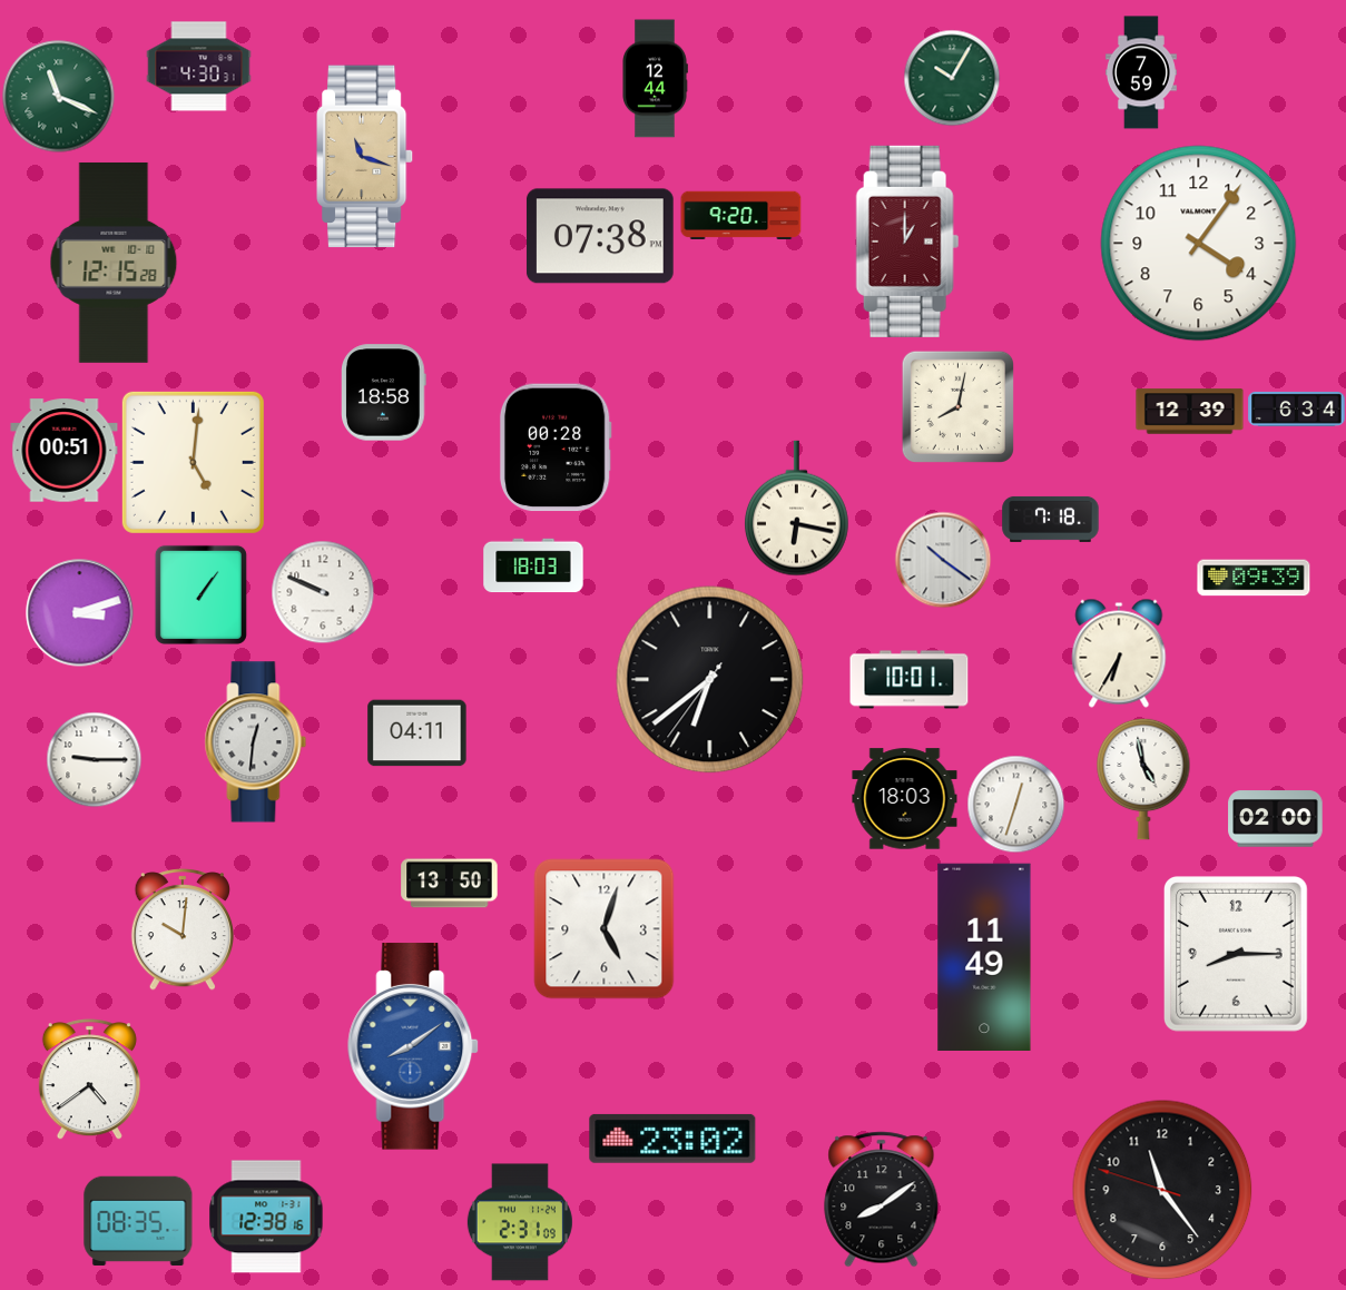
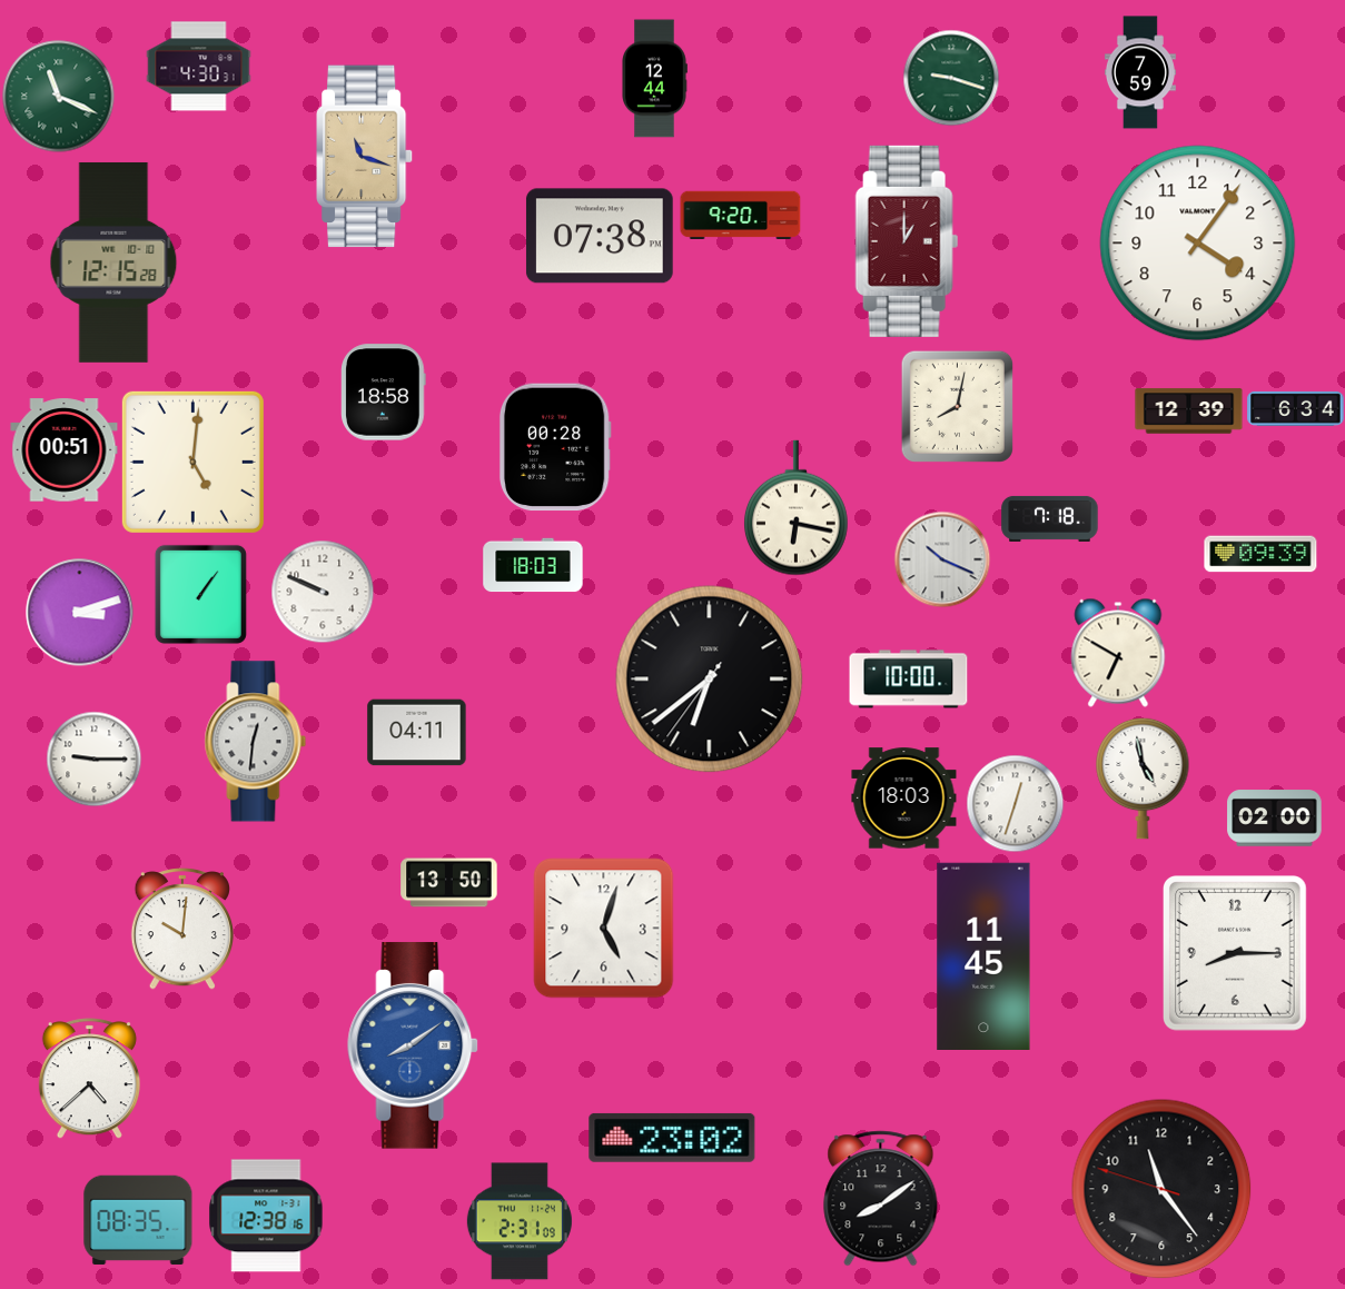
clock at (952, 78): 10:05 -> 9:18
clock at (943, 560): 10:21 -> 10:19
clock at (1254, 578) position: (1254, 578) -> (1260, 554)
clock at (1119, 653): 6:35 -> 6:50
clock at (910, 680): 10:01 -> 10:00
clock at (984, 956): 11:49 -> 11:45
clock at (89, 1080): 4:39 -> 4:38
